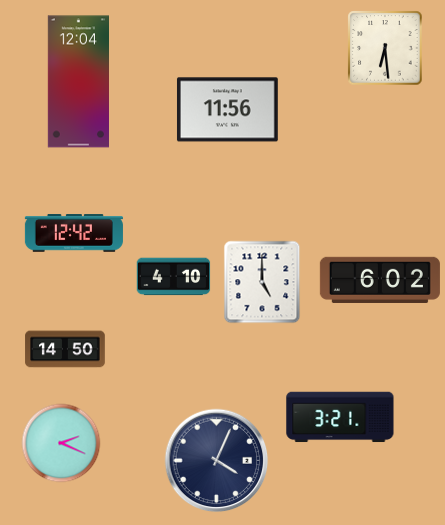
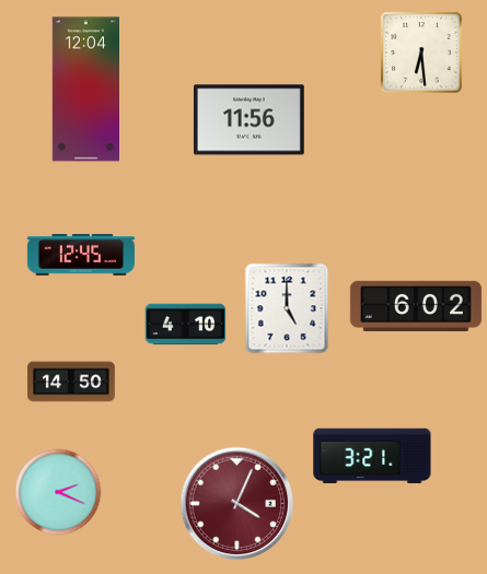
clock at (74, 233): 12:42 -> 12:45
clock at (174, 277) position: (174, 277) -> (186, 325)
clock at (61, 443) position: (61, 443) -> (58, 492)
clock at (217, 461) dial: navy -> burgundy
